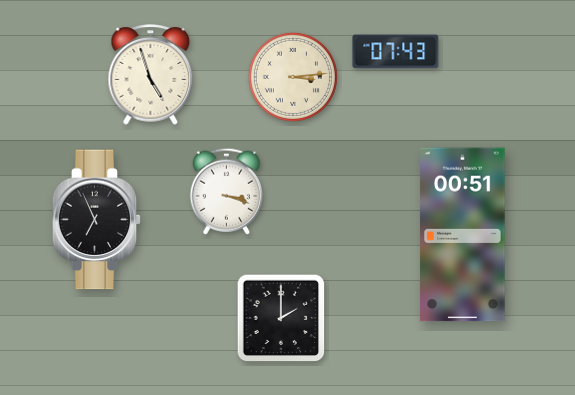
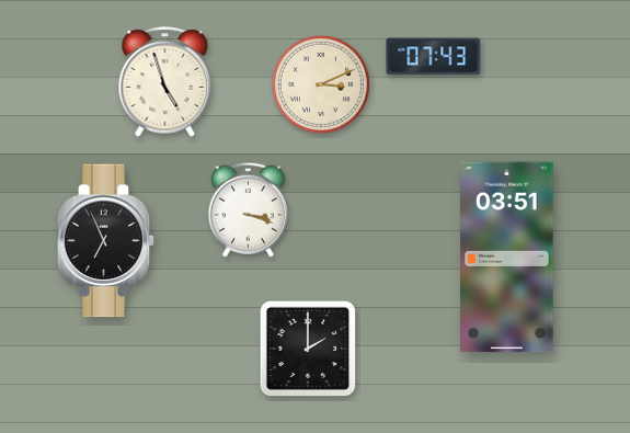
clock at (293, 77): 3:14 -> 3:11
clock at (463, 235): 00:51 -> 03:51
